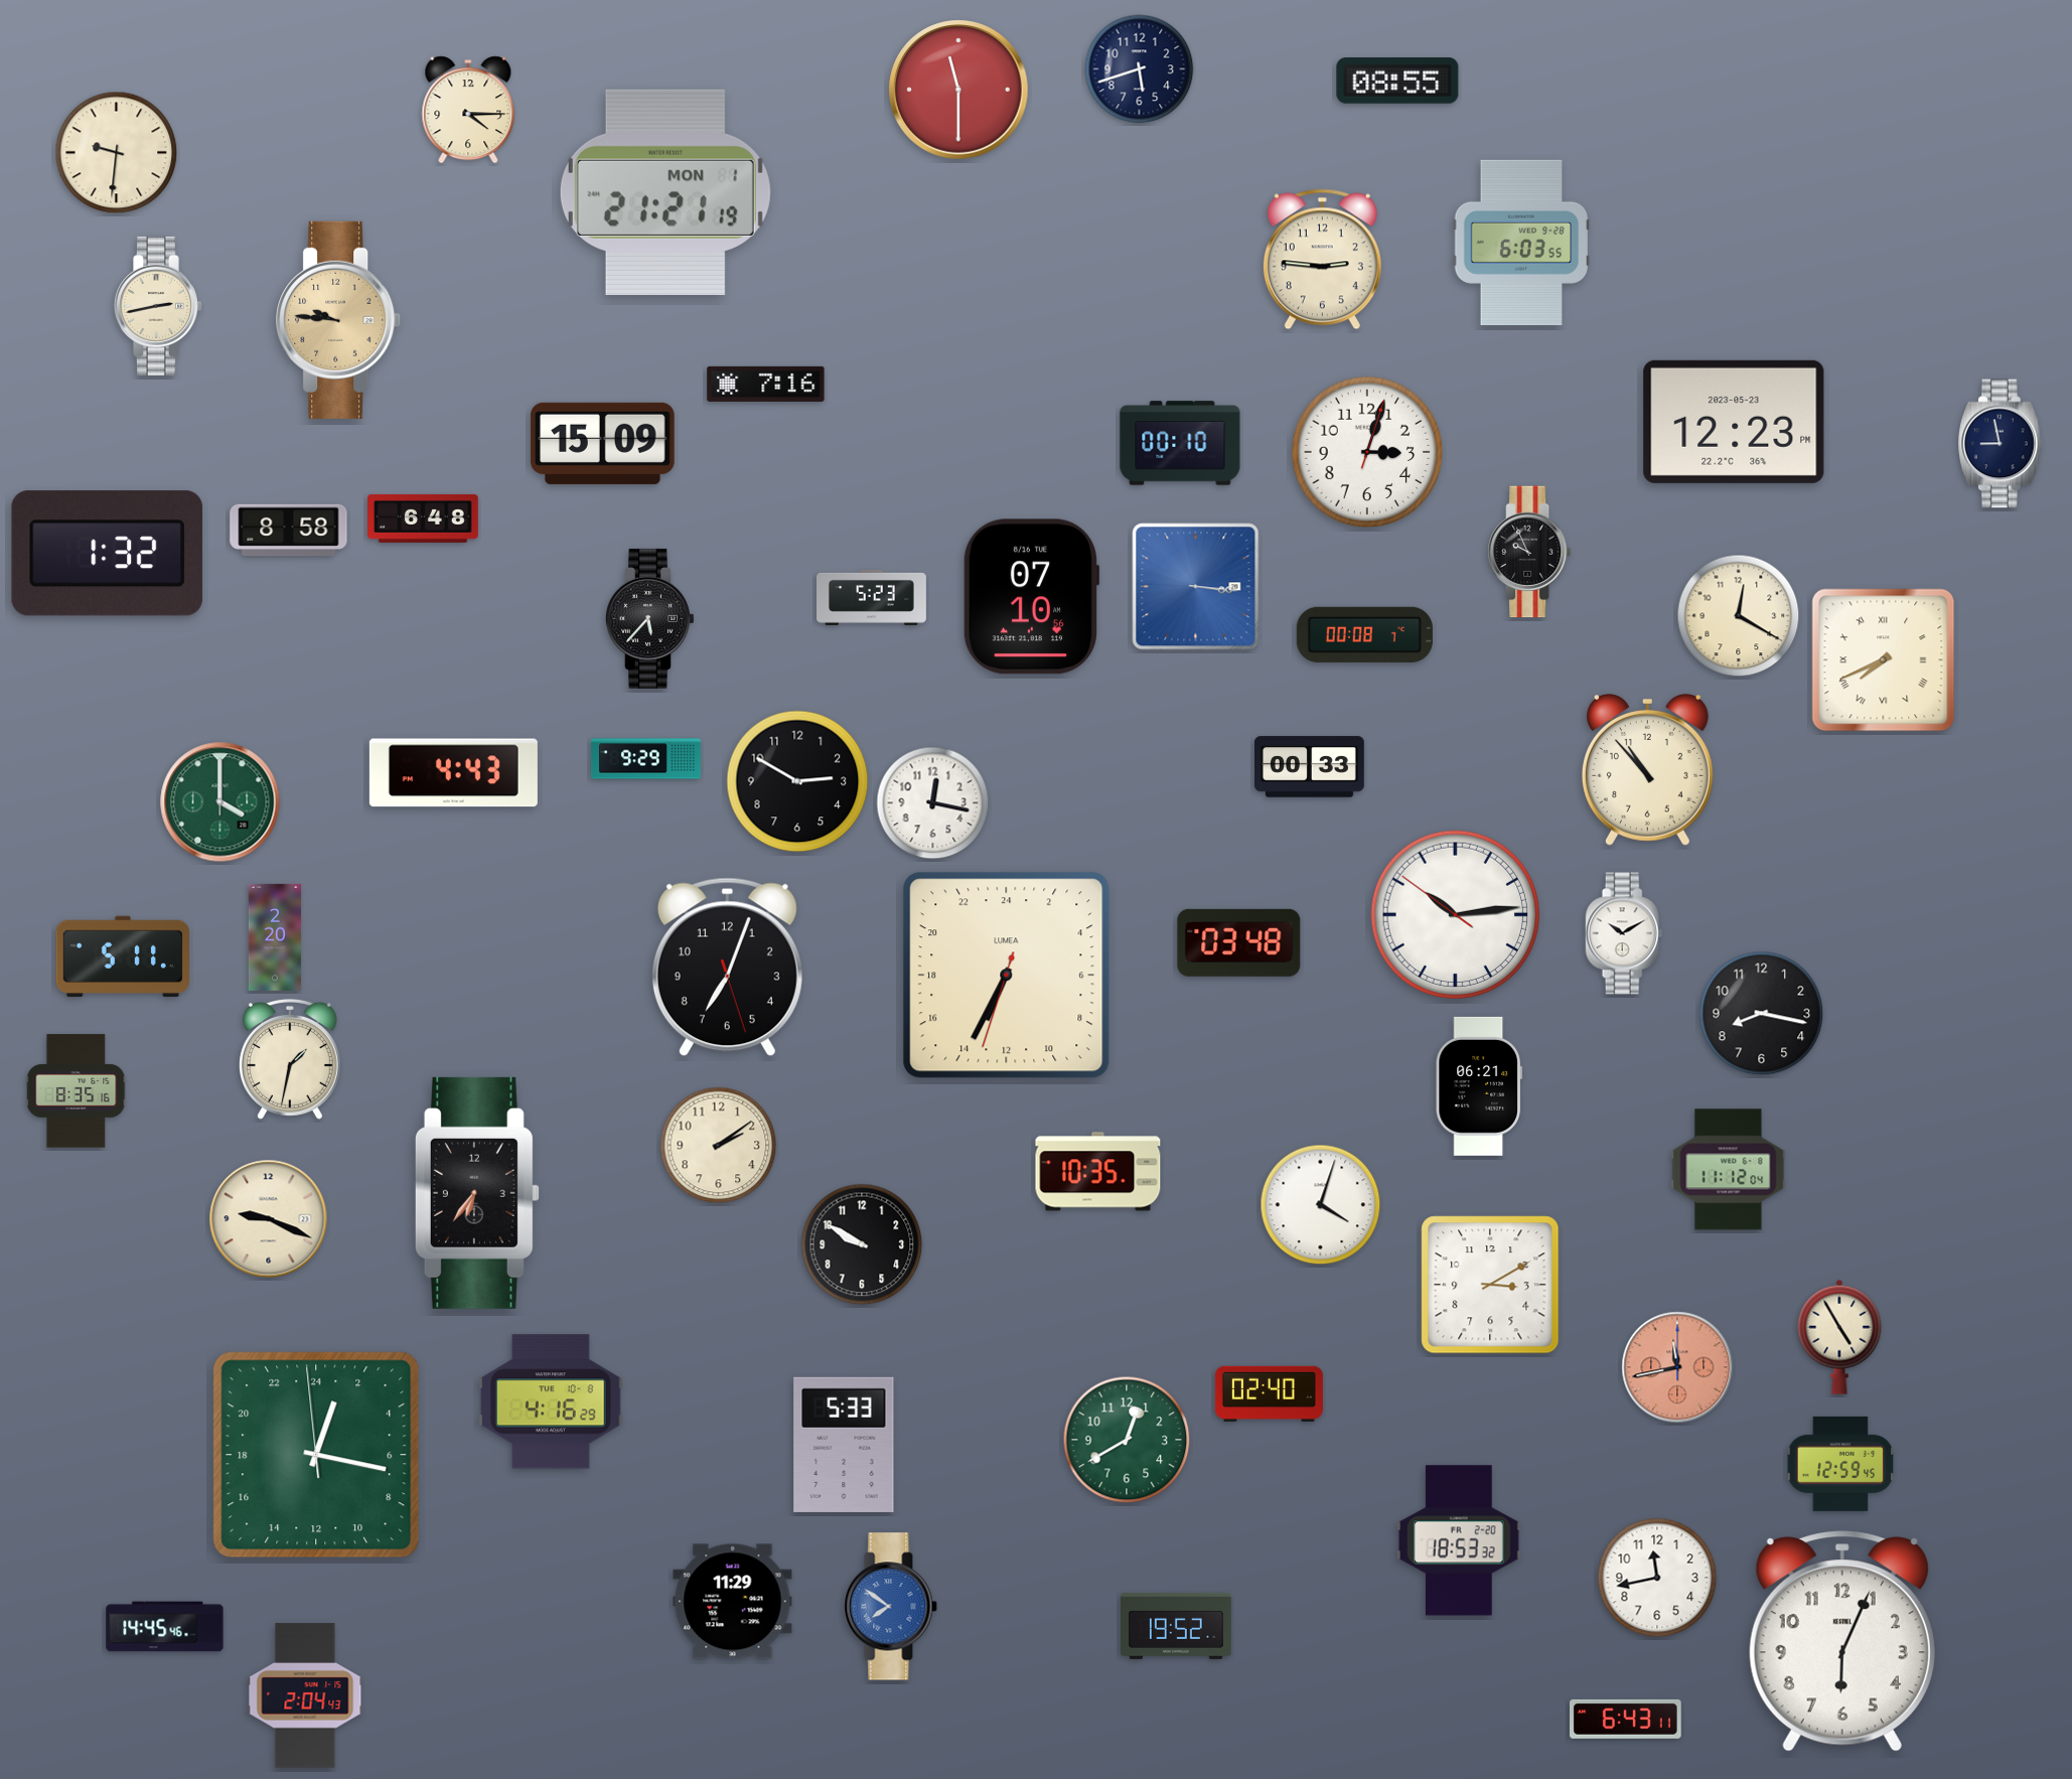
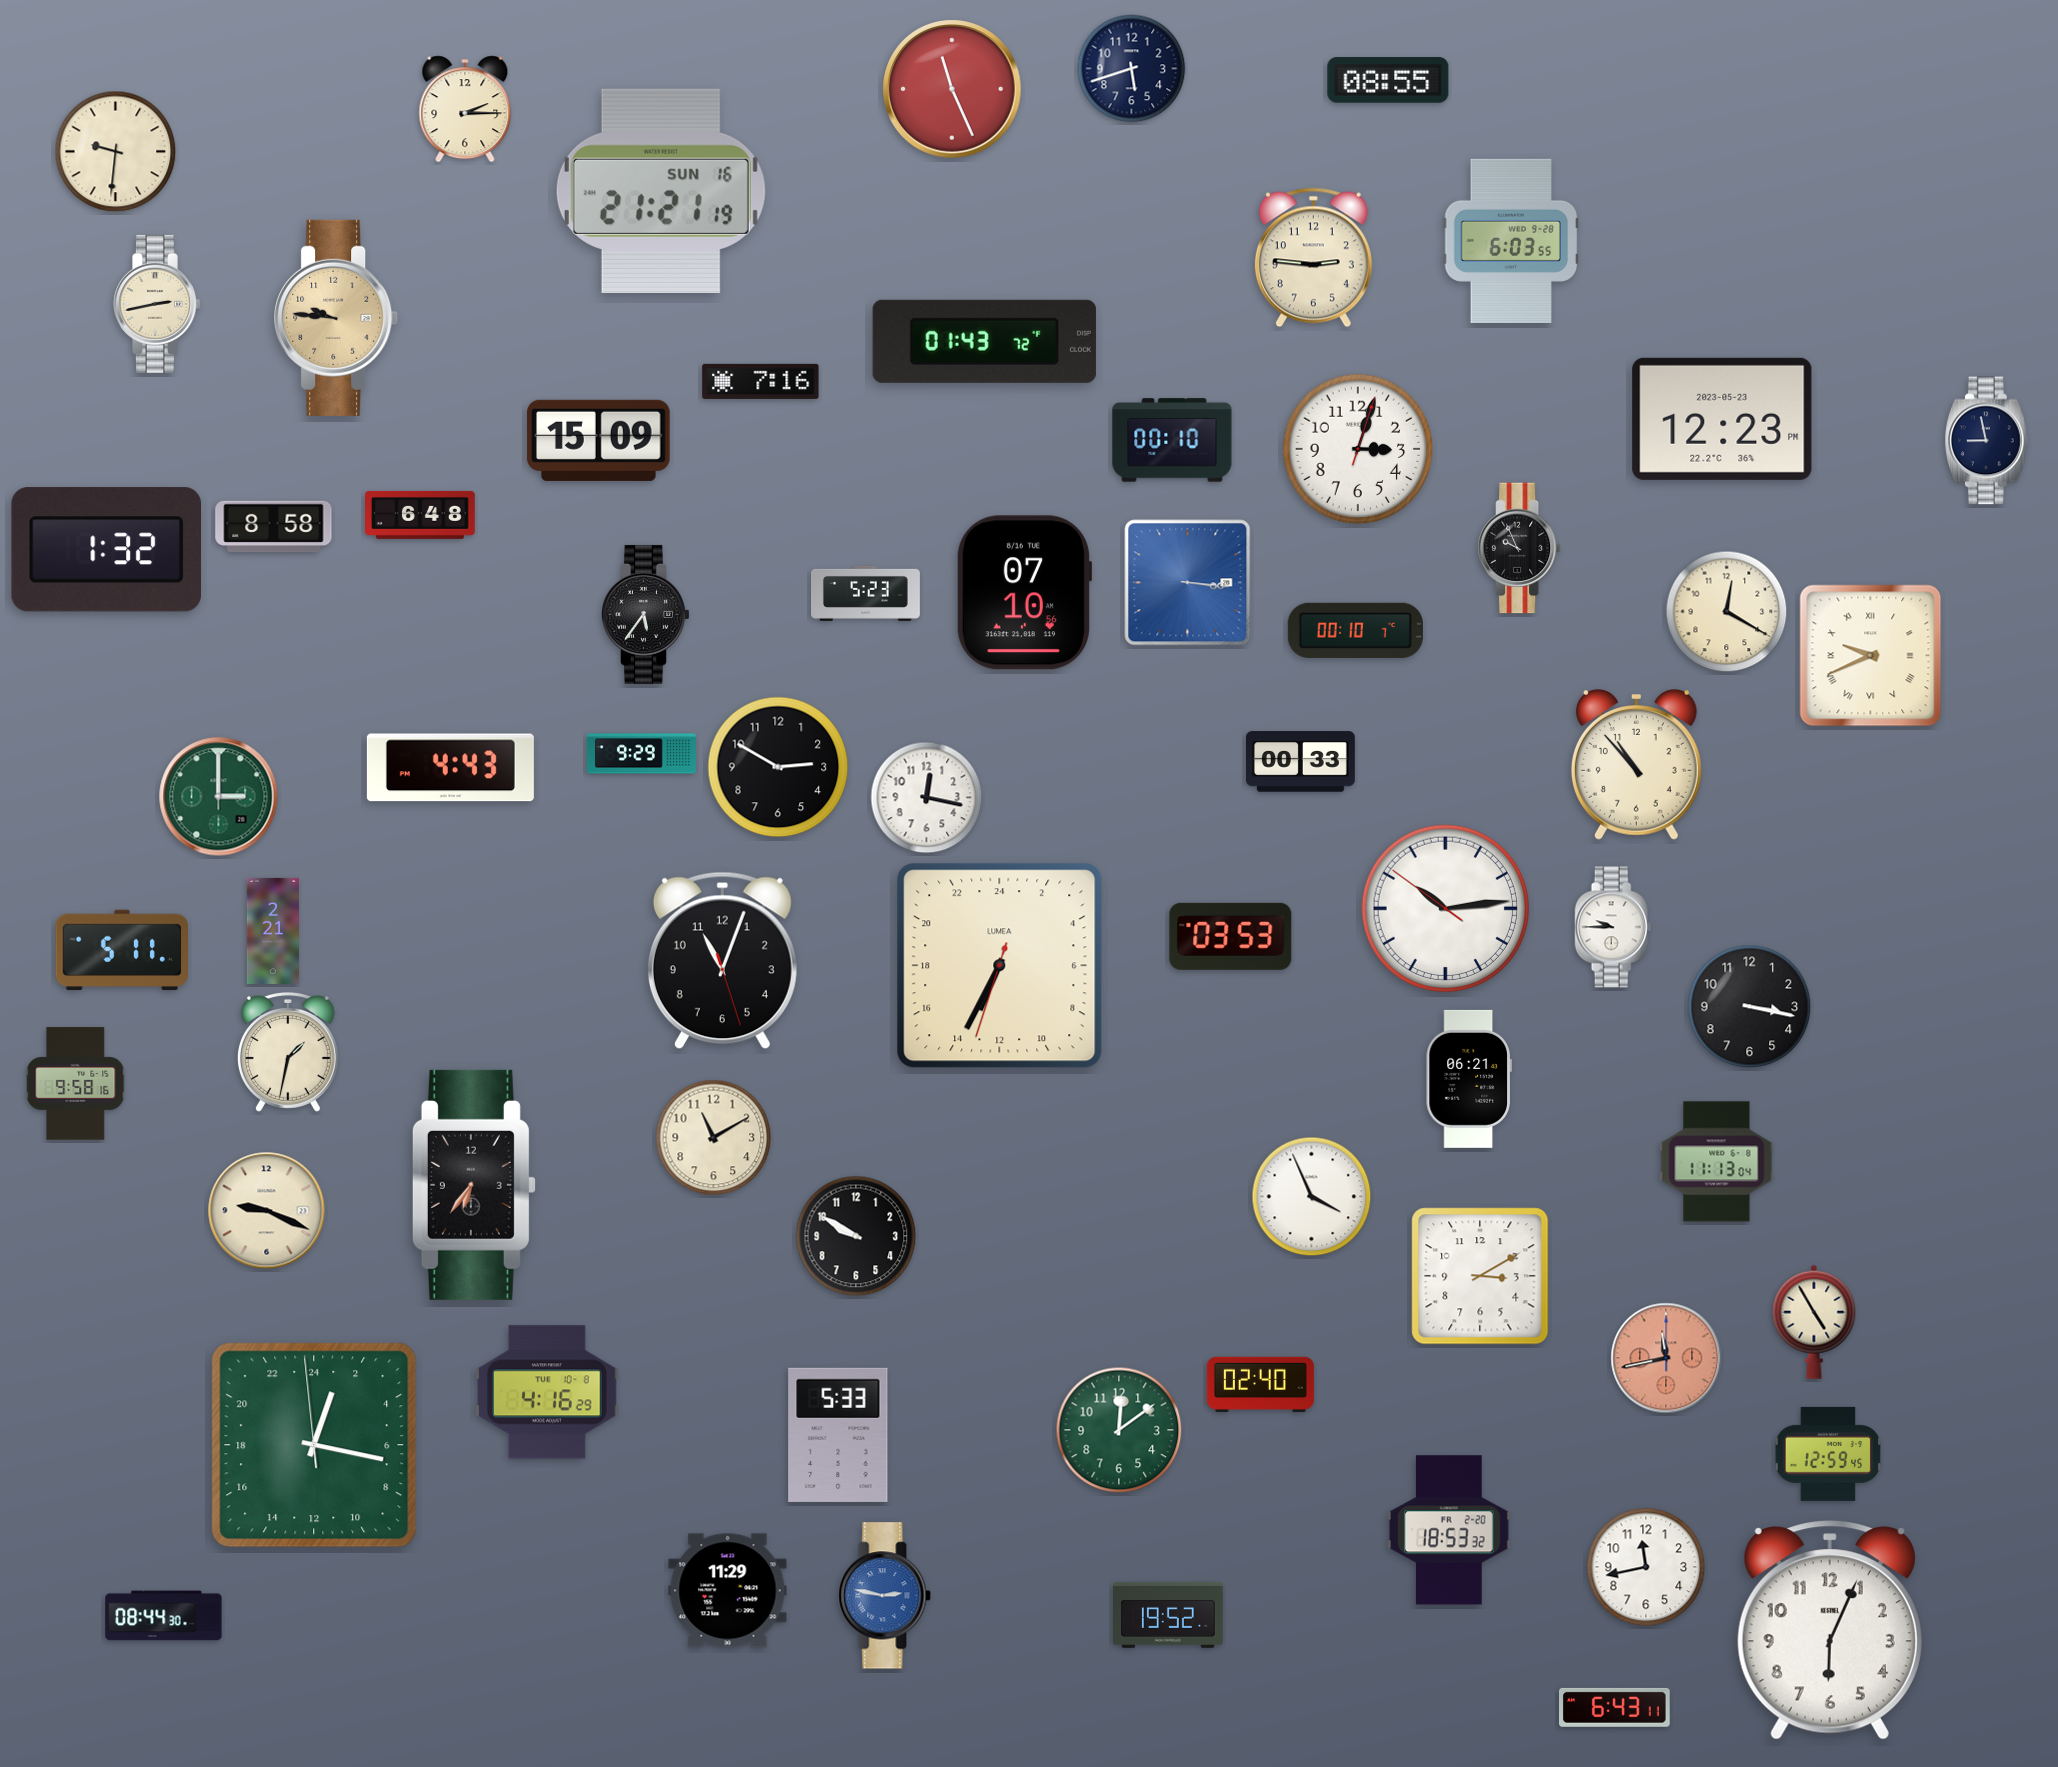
clock at (958, 90): 11:30 -> 11:26
clock at (468, 110): 4:15 -> 2:15
clock at (665, 192) date: MON 1 -> SUN 16
clock at (984, 341): none -> 01:43
clock at (289, 531) position: (289, 531) -> (274, 527)
clock at (650, 618): 5:37 -> 5:36
clock at (1364, 634): 00:08 -> 00:10
clock at (1884, 660): 7:41 -> 9:41
clock at (797, 781) position: (797, 781) -> (778, 767)
clock at (220, 802): 4:00 -> 3:00
clock at (1624, 933): 10:10 -> 9:45
clock at (275, 937): 2:20 -> 2:21
clock at (1239, 942): 03:48 -> 03:53
clock at (727, 968): 7:03 -> 11:03
clock at (1007, 976) position: (1007, 976) -> (1000, 966)
clock at (1762, 1014): 8:17 -> 3:17
clock at (77, 1091): 8:35 -> 9:58
clock at (719, 1146): 2:09 -> 11:10
clock at (1729, 1170): 11:12 -> 11:13
clock at (1098, 1172): 10:35 -> none
clock at (1321, 1205): 4:03 -> 3:56
clock at (1839, 1337) position: (1839, 1337) -> (1814, 1322)
clock at (1127, 1440): 12:40 -> 12:09
clock at (891, 1607): 7:51 -> 2:47
clock at (165, 1627): 14:45 -> 08:44
clock at (305, 1695): 2:04 -> none
